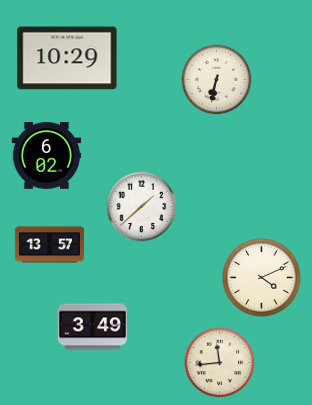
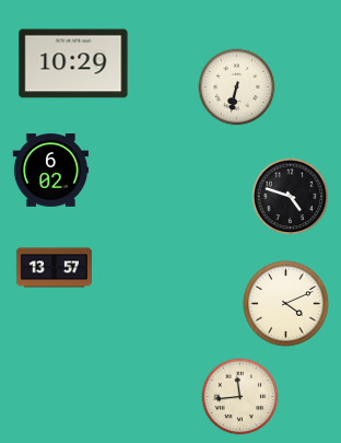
clock at (291, 197): none -> 4:48
clock at (142, 207): 1:38 -> none
clock at (92, 327): 3:49 -> none
